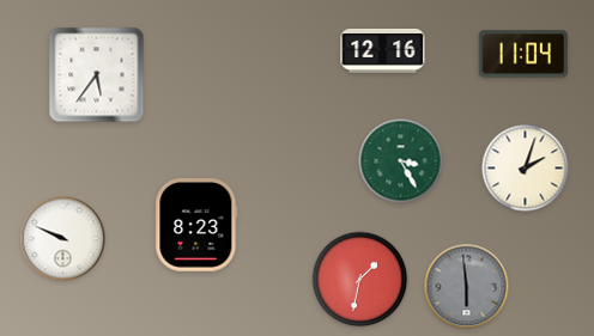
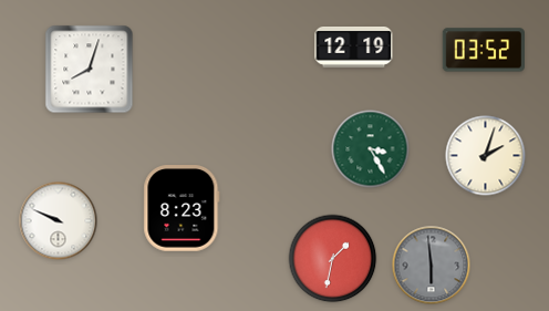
clock at (383, 51): 12:16 -> 12:19
clock at (523, 54): 11:04 -> 03:52
clock at (97, 75): 5:36 -> 8:03
